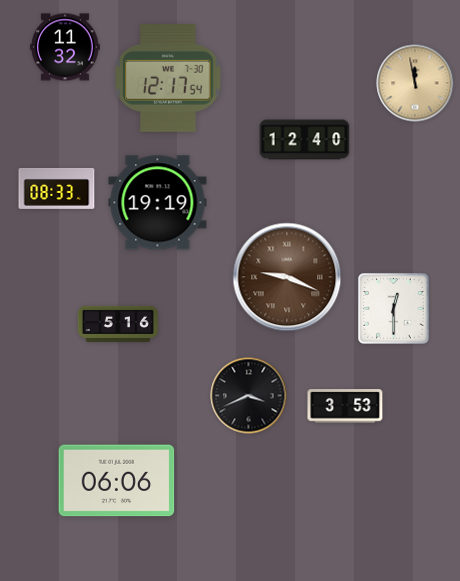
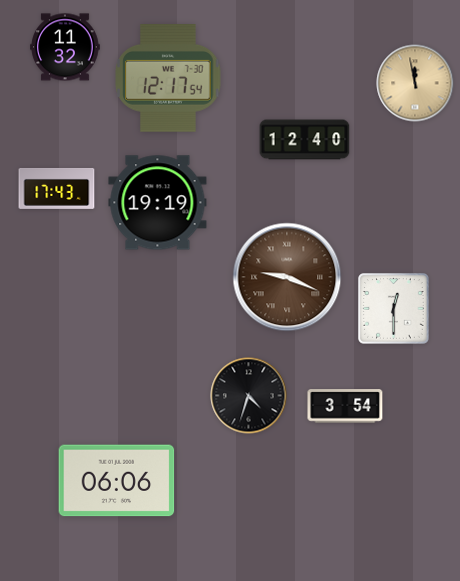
clock at (57, 188): 08:33 -> 17:43
clock at (117, 323): 5:16 -> none
clock at (249, 396): 3:41 -> 4:33
clock at (345, 406): 3:53 -> 3:54
